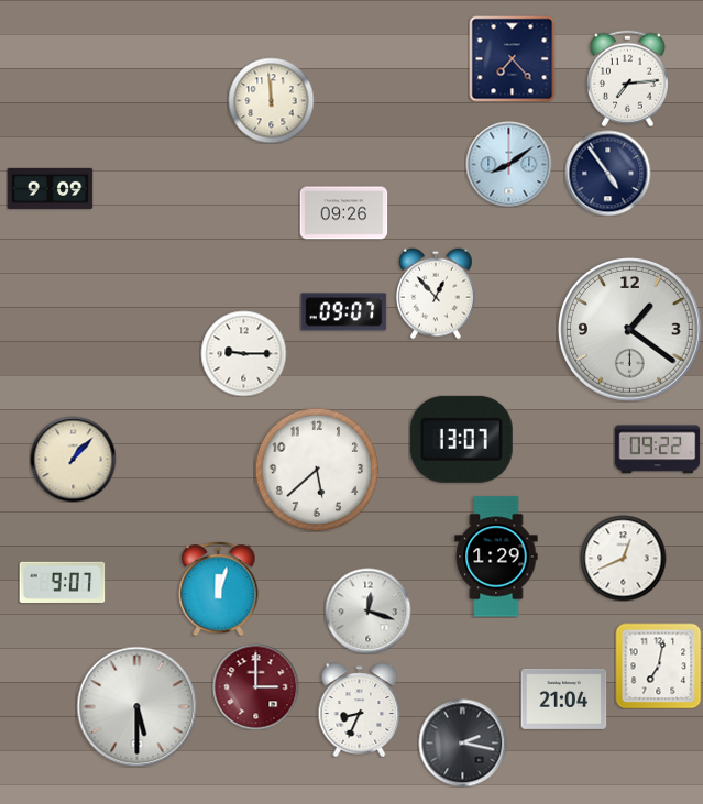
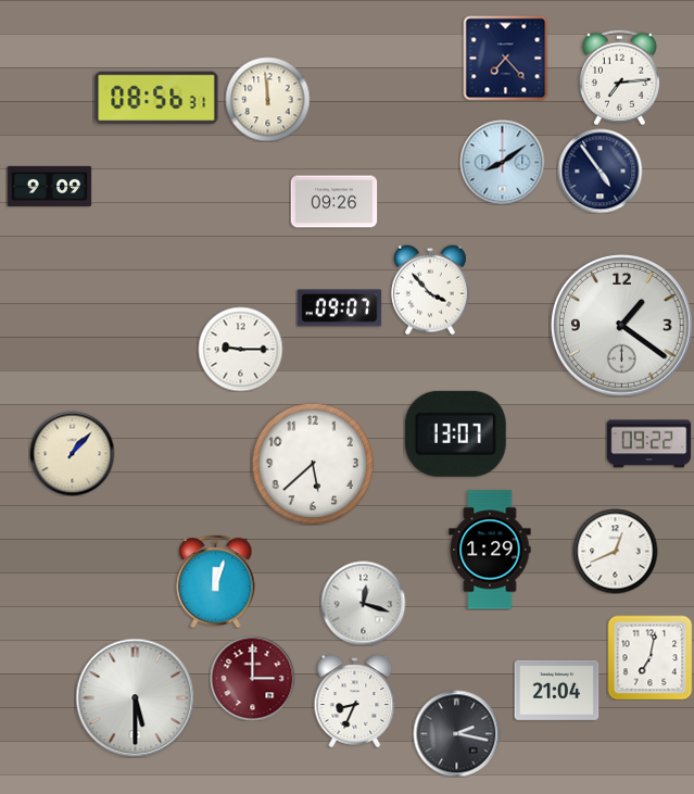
clock at (156, 98): none -> 08:56
clock at (343, 213) position: (343, 213) -> (333, 202)
clock at (437, 294): 12:53 -> 3:53
clock at (62, 582): 9:07 -> none
